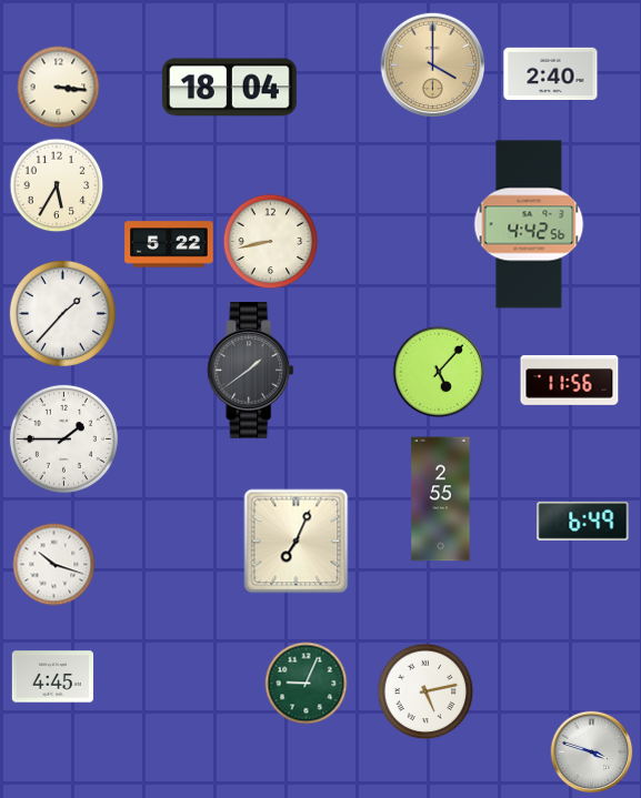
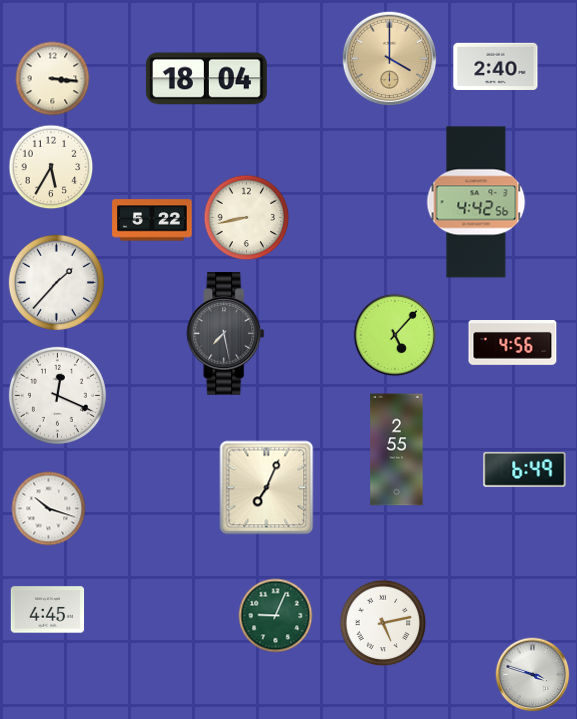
clock at (271, 242) position: (271, 242) -> (247, 218)
clock at (251, 371): 1:39 -> 7:28
clock at (570, 381): 11:56 -> 4:56
clock at (63, 438): 1:45 -> 12:19
clock at (592, 752) position: (592, 752) -> (533, 675)
